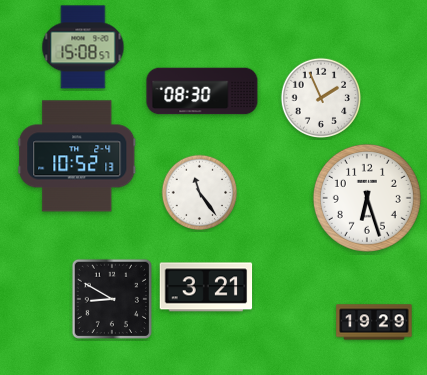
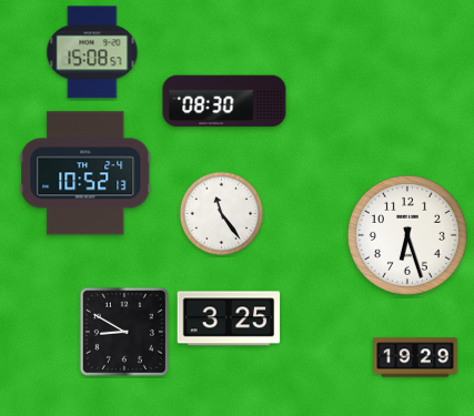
clock at (320, 97): 1:56 -> none
clock at (367, 198) position: (367, 198) -> (407, 235)
clock at (206, 287): 3:21 -> 3:25
